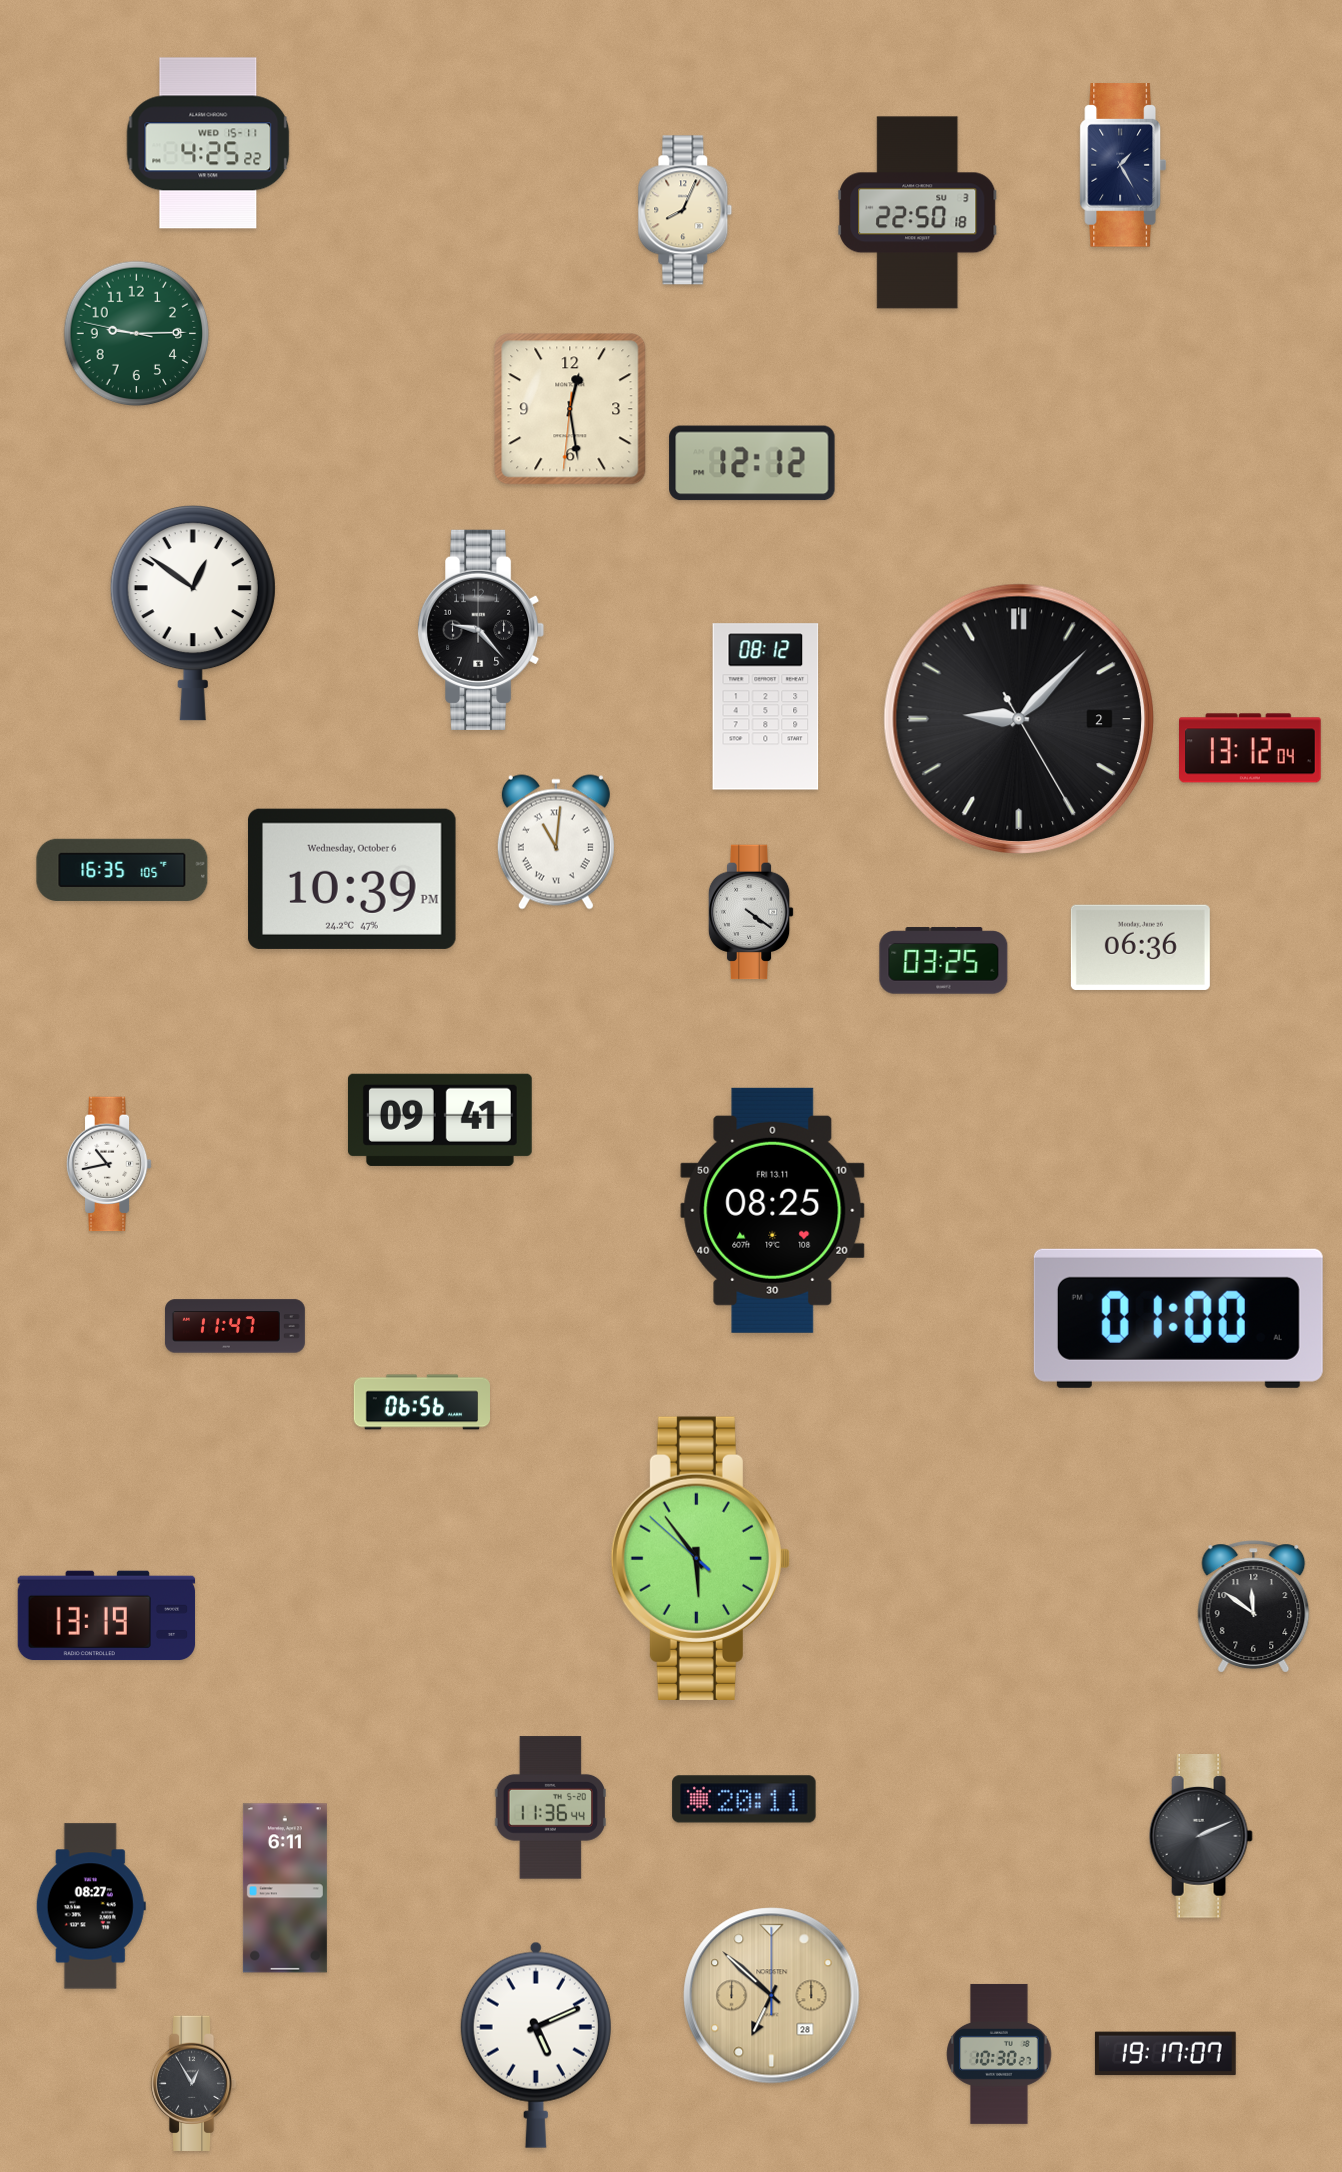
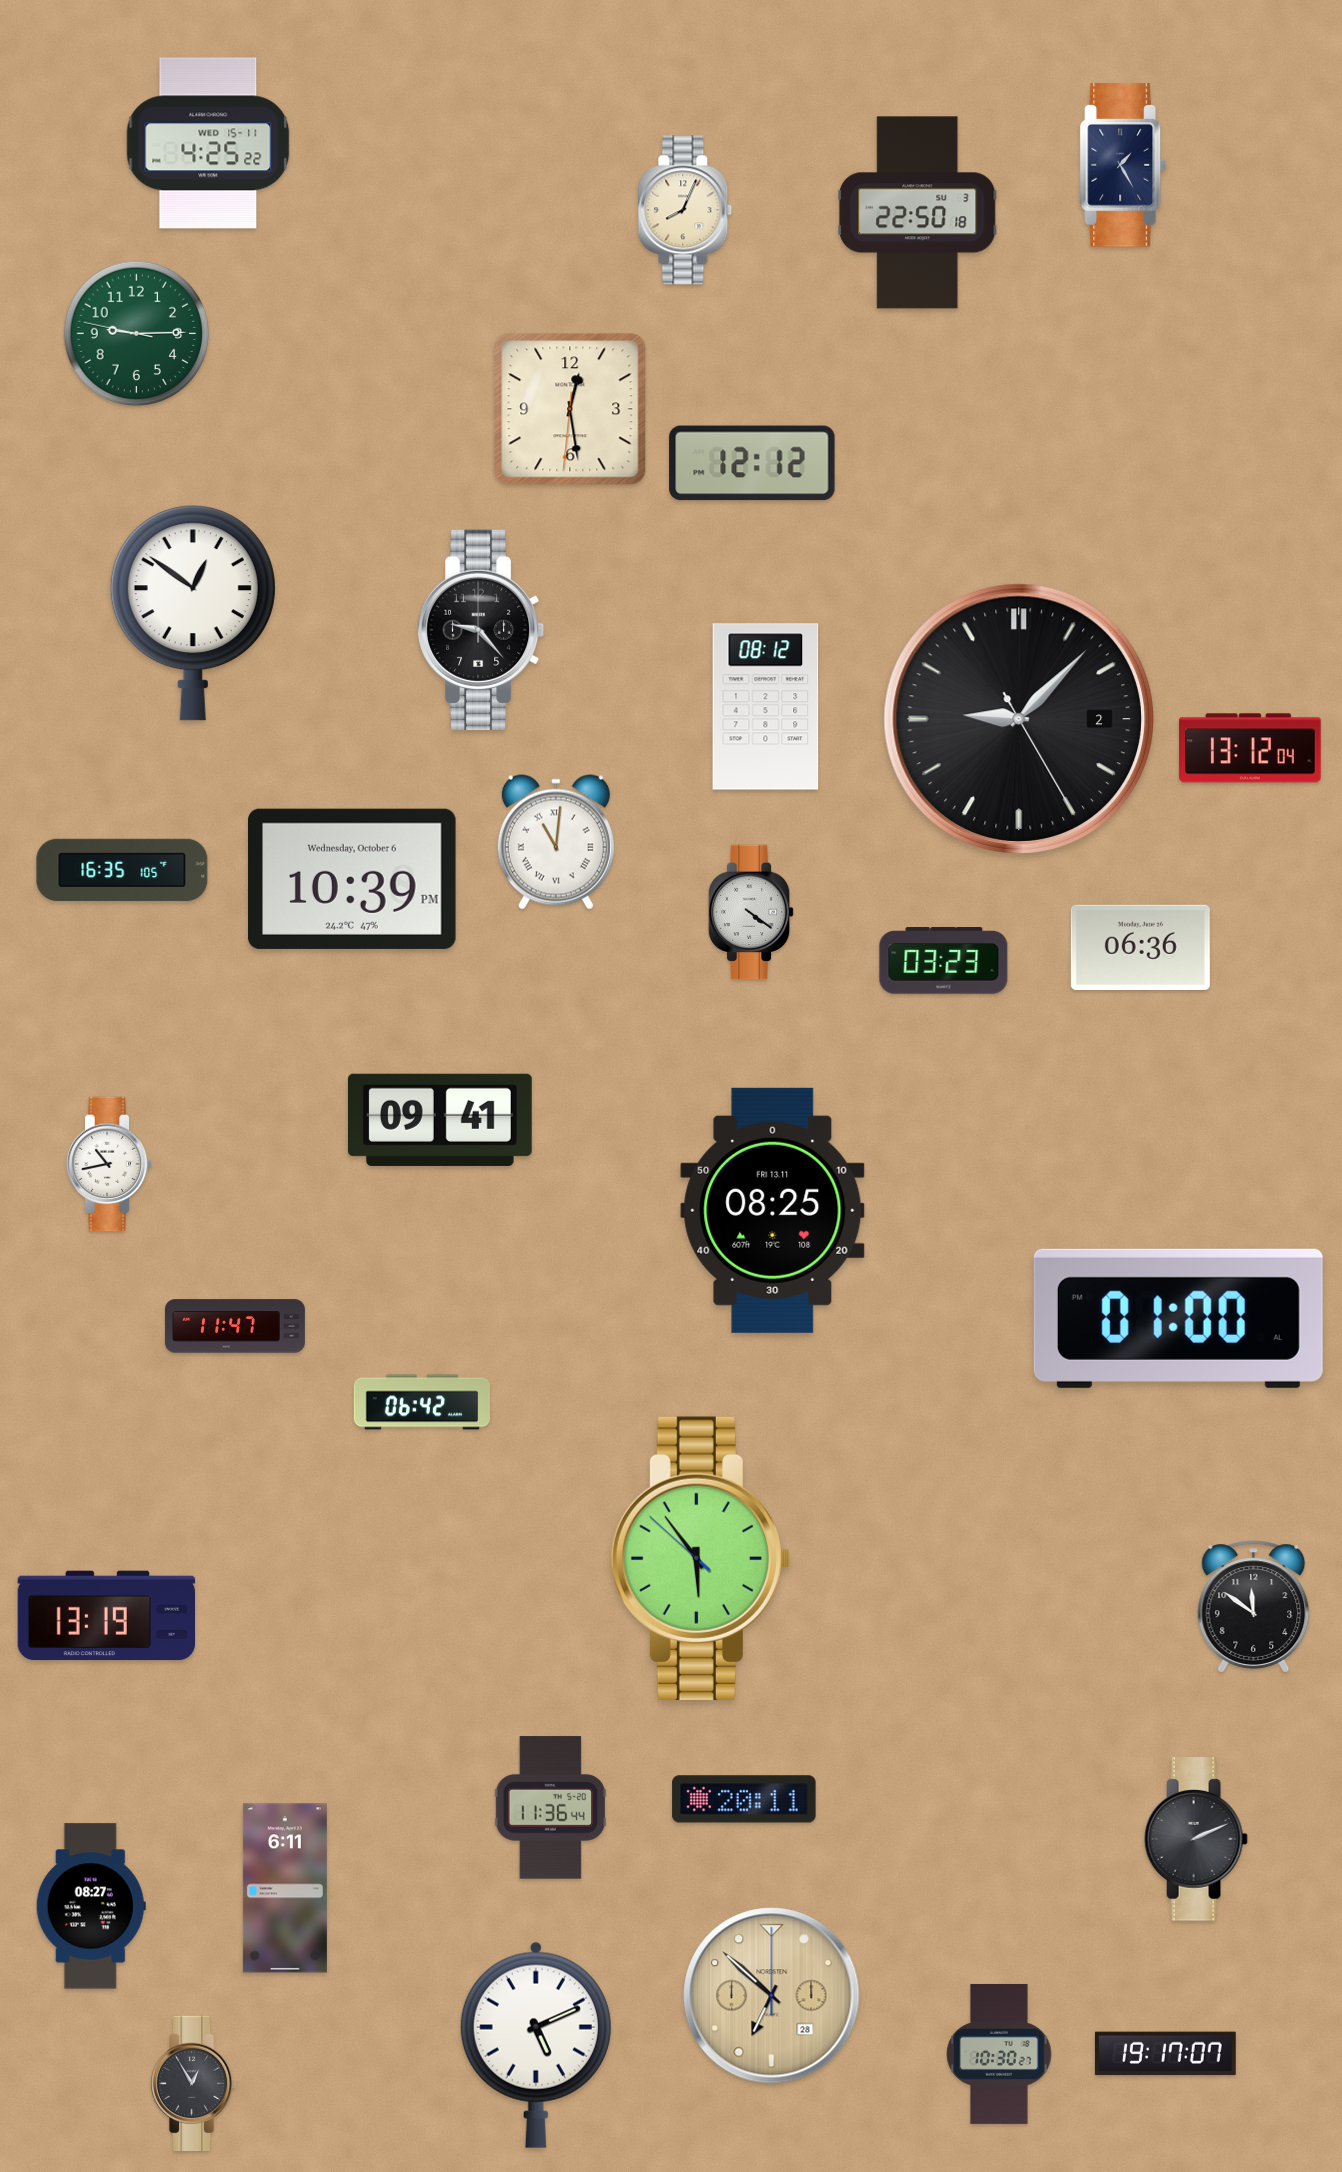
clock at (944, 961): 03:25 -> 03:23
clock at (421, 1402): 06:56 -> 06:42
clock at (1201, 1836) position: (1201, 1836) -> (1196, 1839)
